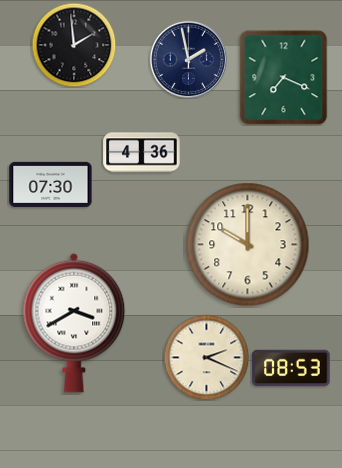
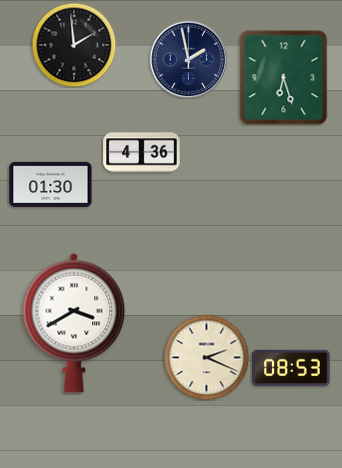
clock at (284, 77): 7:19 -> 6:27
clock at (51, 184): 07:30 -> 01:30
clock at (248, 245): 10:00 -> none
